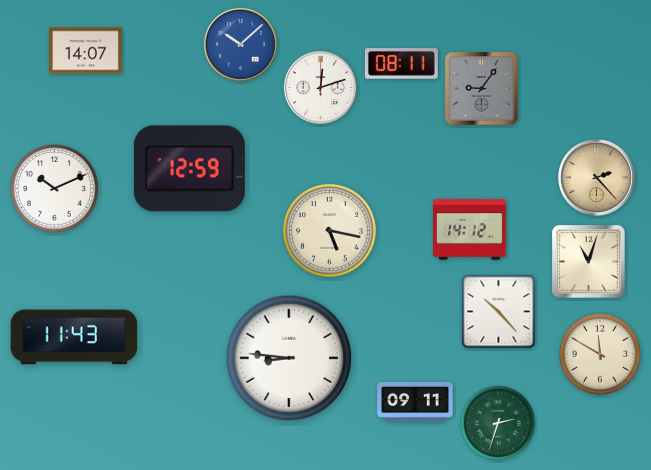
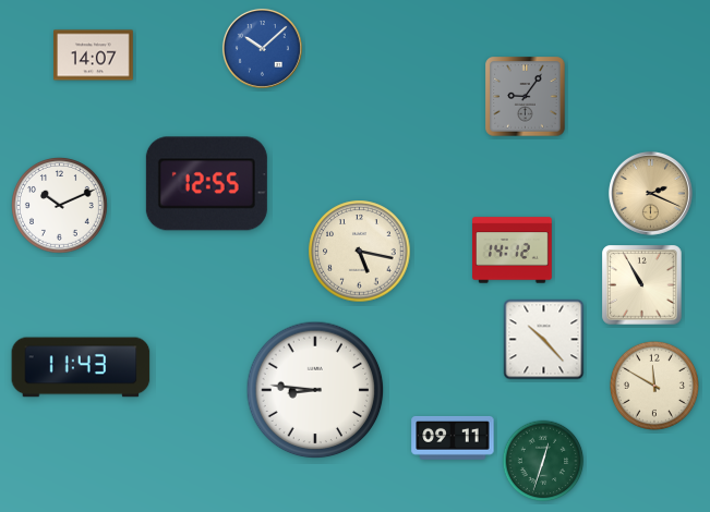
clock at (401, 64): 08:11 -> none
clock at (320, 87): 12:12 -> none
clock at (189, 169): 12:59 -> 12:55
clock at (596, 177): 2:23 -> 2:19
clock at (589, 262): 11:03 -> 10:55
clock at (498, 423): 2:33 -> 12:33
